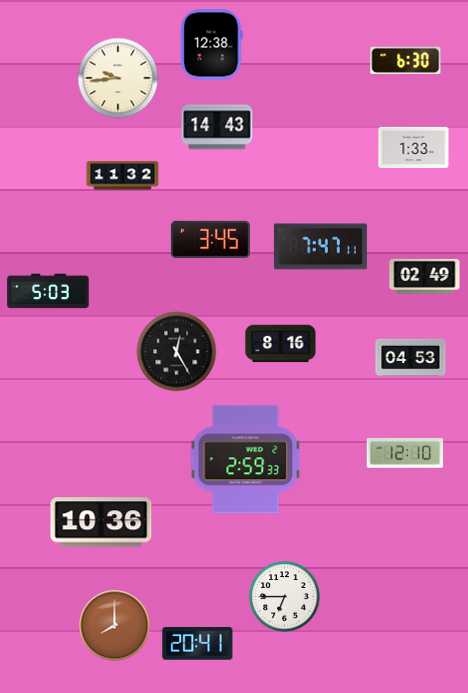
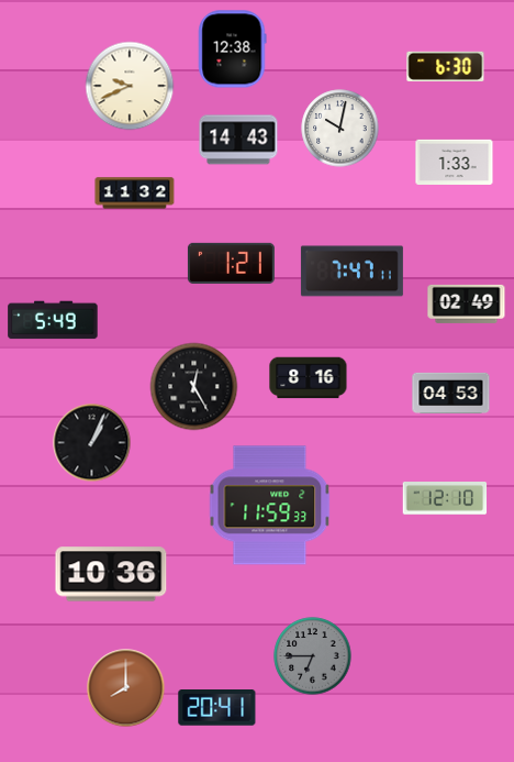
clock at (118, 78): 9:44 -> 9:41
clock at (340, 129): none -> 10:02
clock at (210, 239): 3:45 -> 1:21
clock at (48, 291): 5:03 -> 5:49
clock at (92, 443): none -> 1:04
clock at (246, 460): 2:59 -> 11:59
clock at (285, 597) dial: white -> grey
